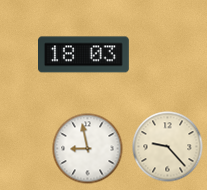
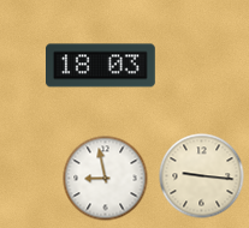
clock at (168, 147): 9:23 -> 9:16
